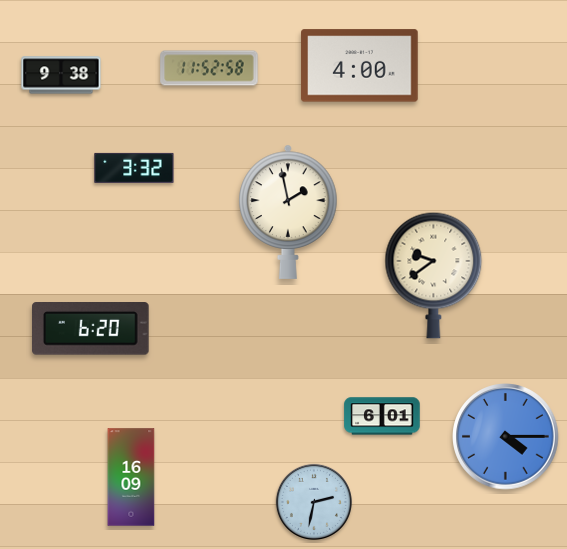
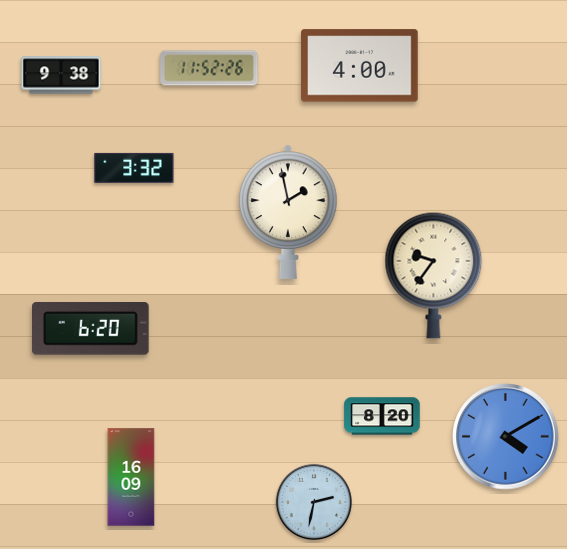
clock at (209, 68): 11:52:58 -> 11:52:26
clock at (434, 275): 9:39 -> 9:36
clock at (382, 416): 6:01 -> 8:20
clock at (506, 437): 4:15 -> 4:10
